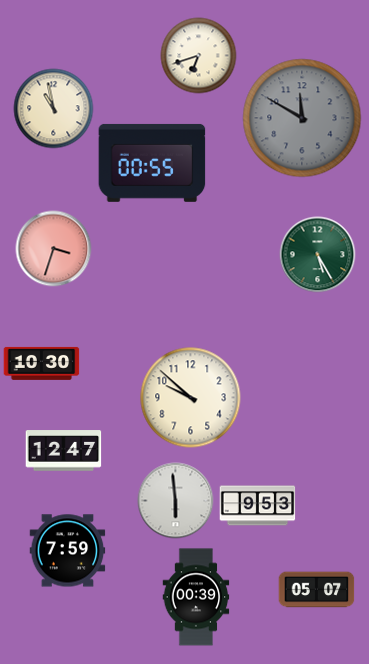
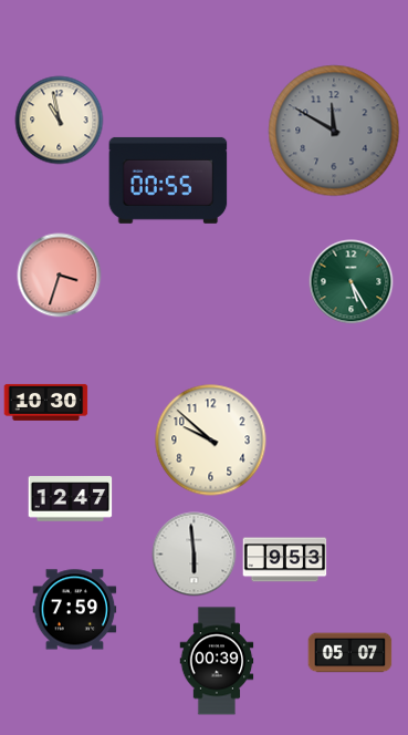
clock at (199, 56): 6:42 -> none
